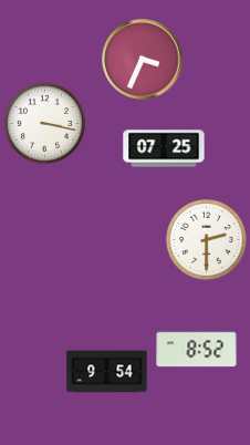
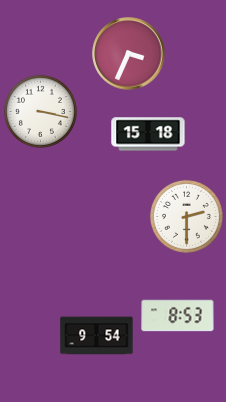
clock at (164, 148): 07:25 -> 15:18
clock at (197, 350): 8:52 -> 8:53
